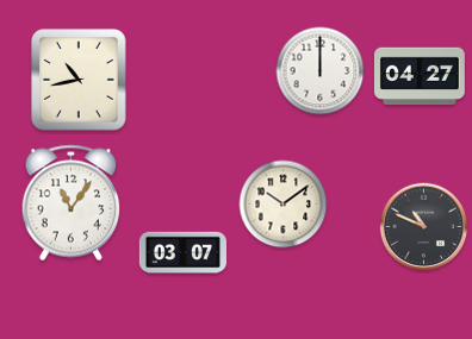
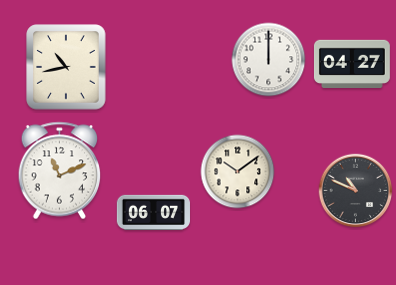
clock at (72, 203): 11:06 -> 11:11
clock at (182, 252): 03:07 -> 06:07
